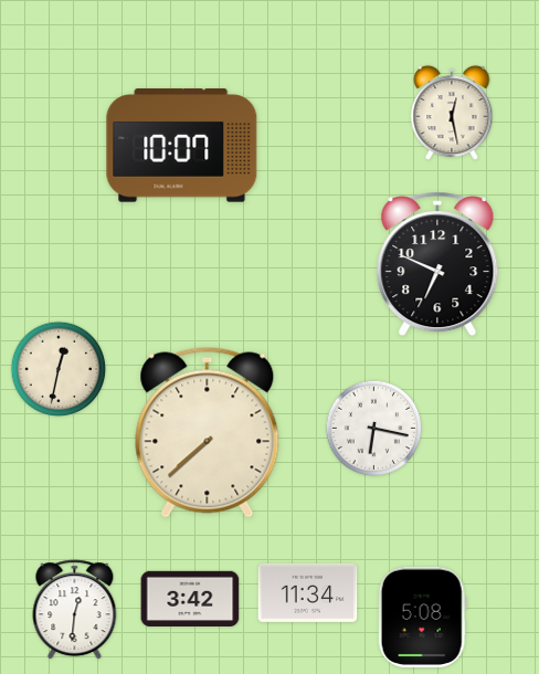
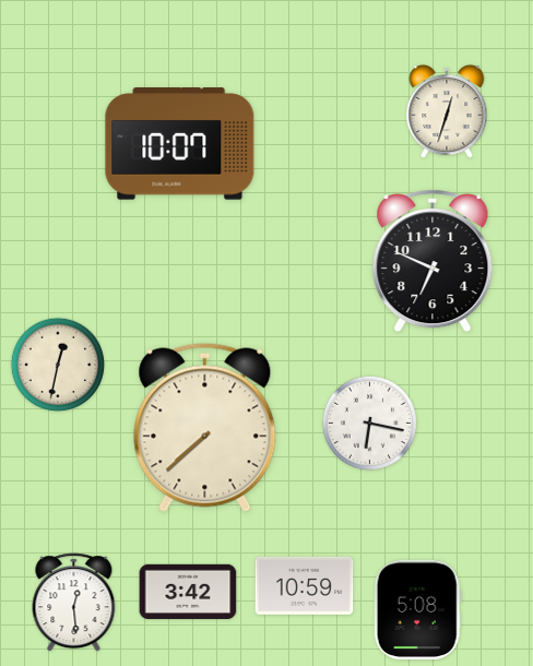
clock at (452, 113): 12:28 -> 12:33
clock at (308, 592): 11:34 -> 10:59
clock at (75, 610): 12:31 -> 12:29
